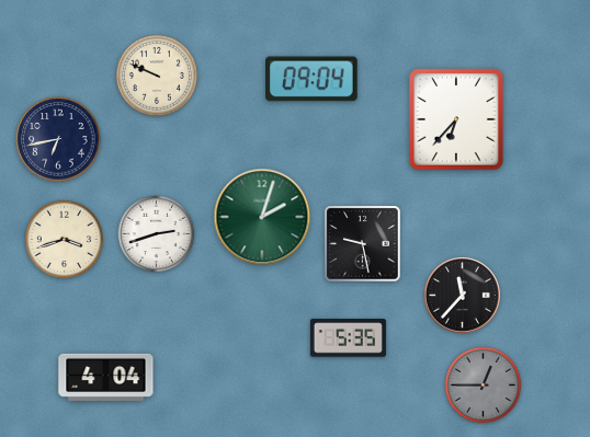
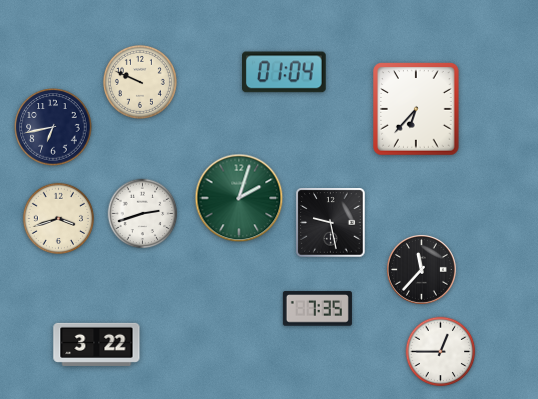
clock at (157, 76) position: (157, 76) -> (140, 82)
clock at (313, 79): 09:04 -> 01:04
clock at (348, 338): 5:35 -> 7:35
clock at (106, 377): 4:04 -> 3:22
clock at (484, 386) dial: grey -> white
